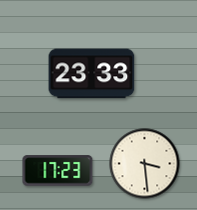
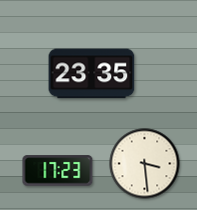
clock at (92, 74): 23:33 -> 23:35
